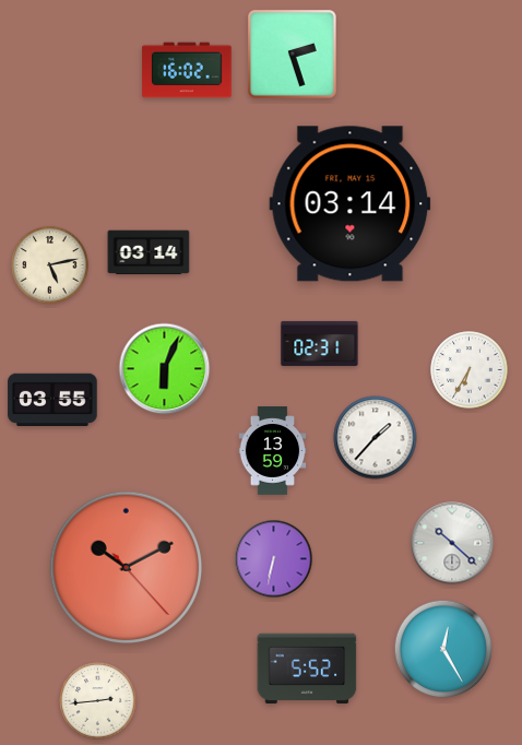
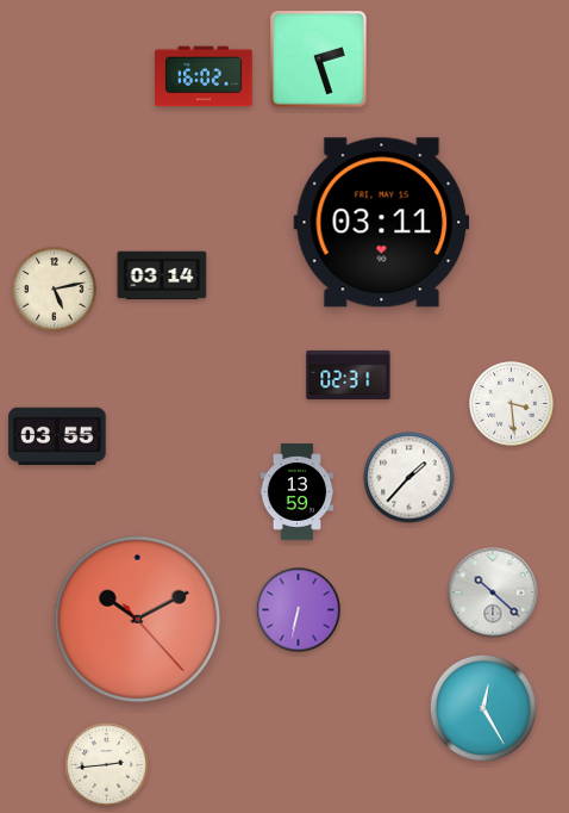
clock at (351, 204): 03:14 -> 03:11
clock at (165, 369): 6:04 -> none
clock at (470, 370): 6:35 -> 3:29
clock at (307, 667): 5:52 -> none
